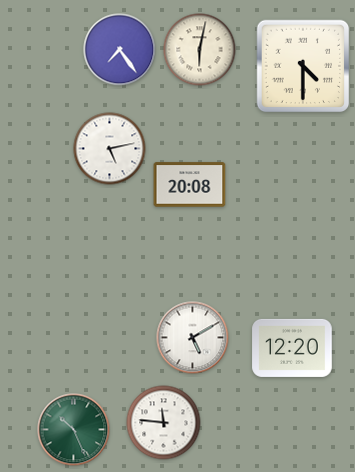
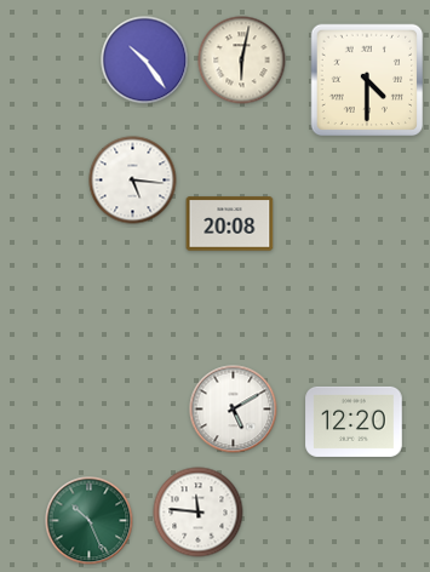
clock at (120, 50): 7:24 -> 10:24
clock at (110, 149): 5:13 -> 5:16
